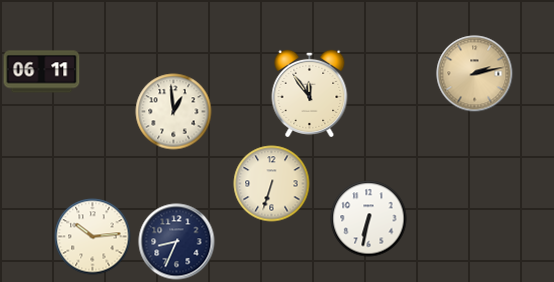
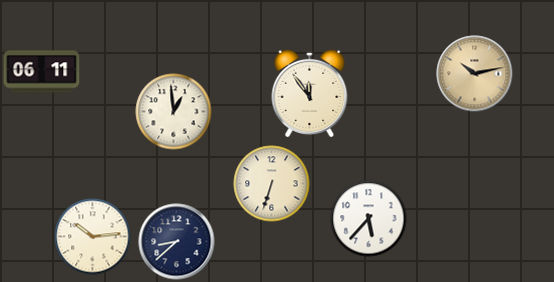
clock at (475, 74): 2:13 -> 10:13
clock at (369, 219): 6:32 -> 5:37
clock at (177, 242): 8:34 -> 8:38
